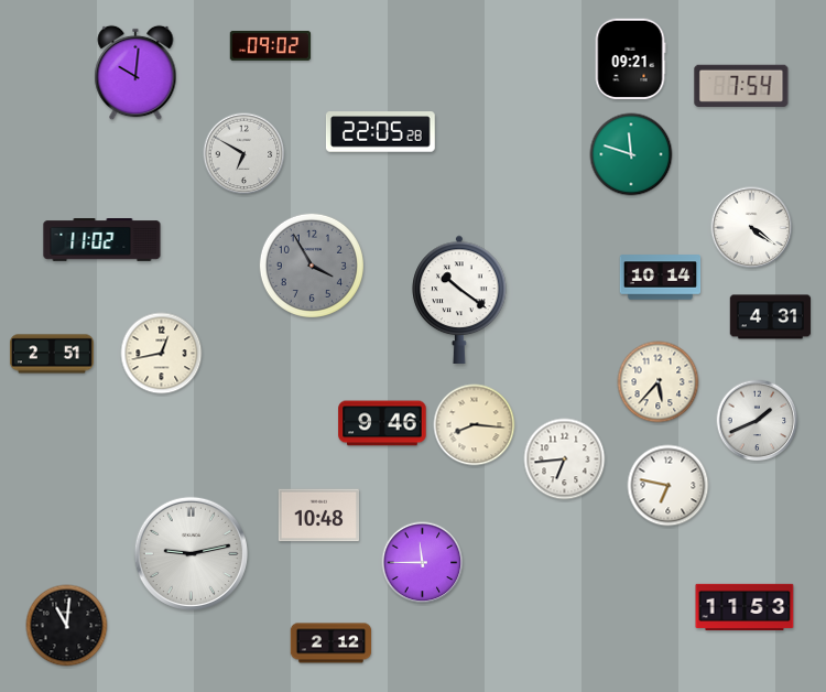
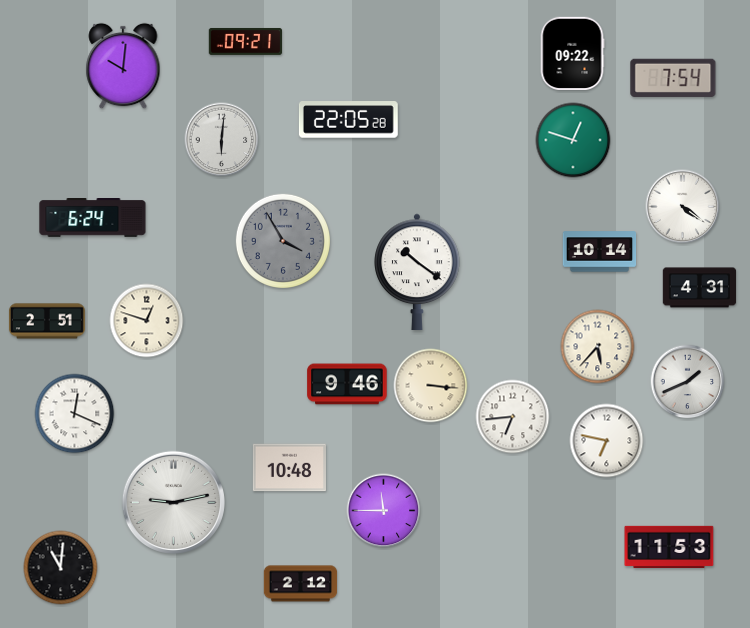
clock at (271, 46): 09:02 -> 09:21
clock at (630, 60): 09:21 -> 09:22
clock at (380, 132) position: (380, 132) -> (348, 120)
clock at (244, 154): 6:50 -> 6:01
clock at (631, 154): 11:48 -> 12:48
clock at (102, 240): 11:02 -> 6:24
clock at (162, 354): 12:43 -> 12:48
clock at (475, 425): 8:16 -> 3:16
clock at (75, 414): none -> 12:19
clock at (745, 606) position: (745, 606) -> (669, 546)
